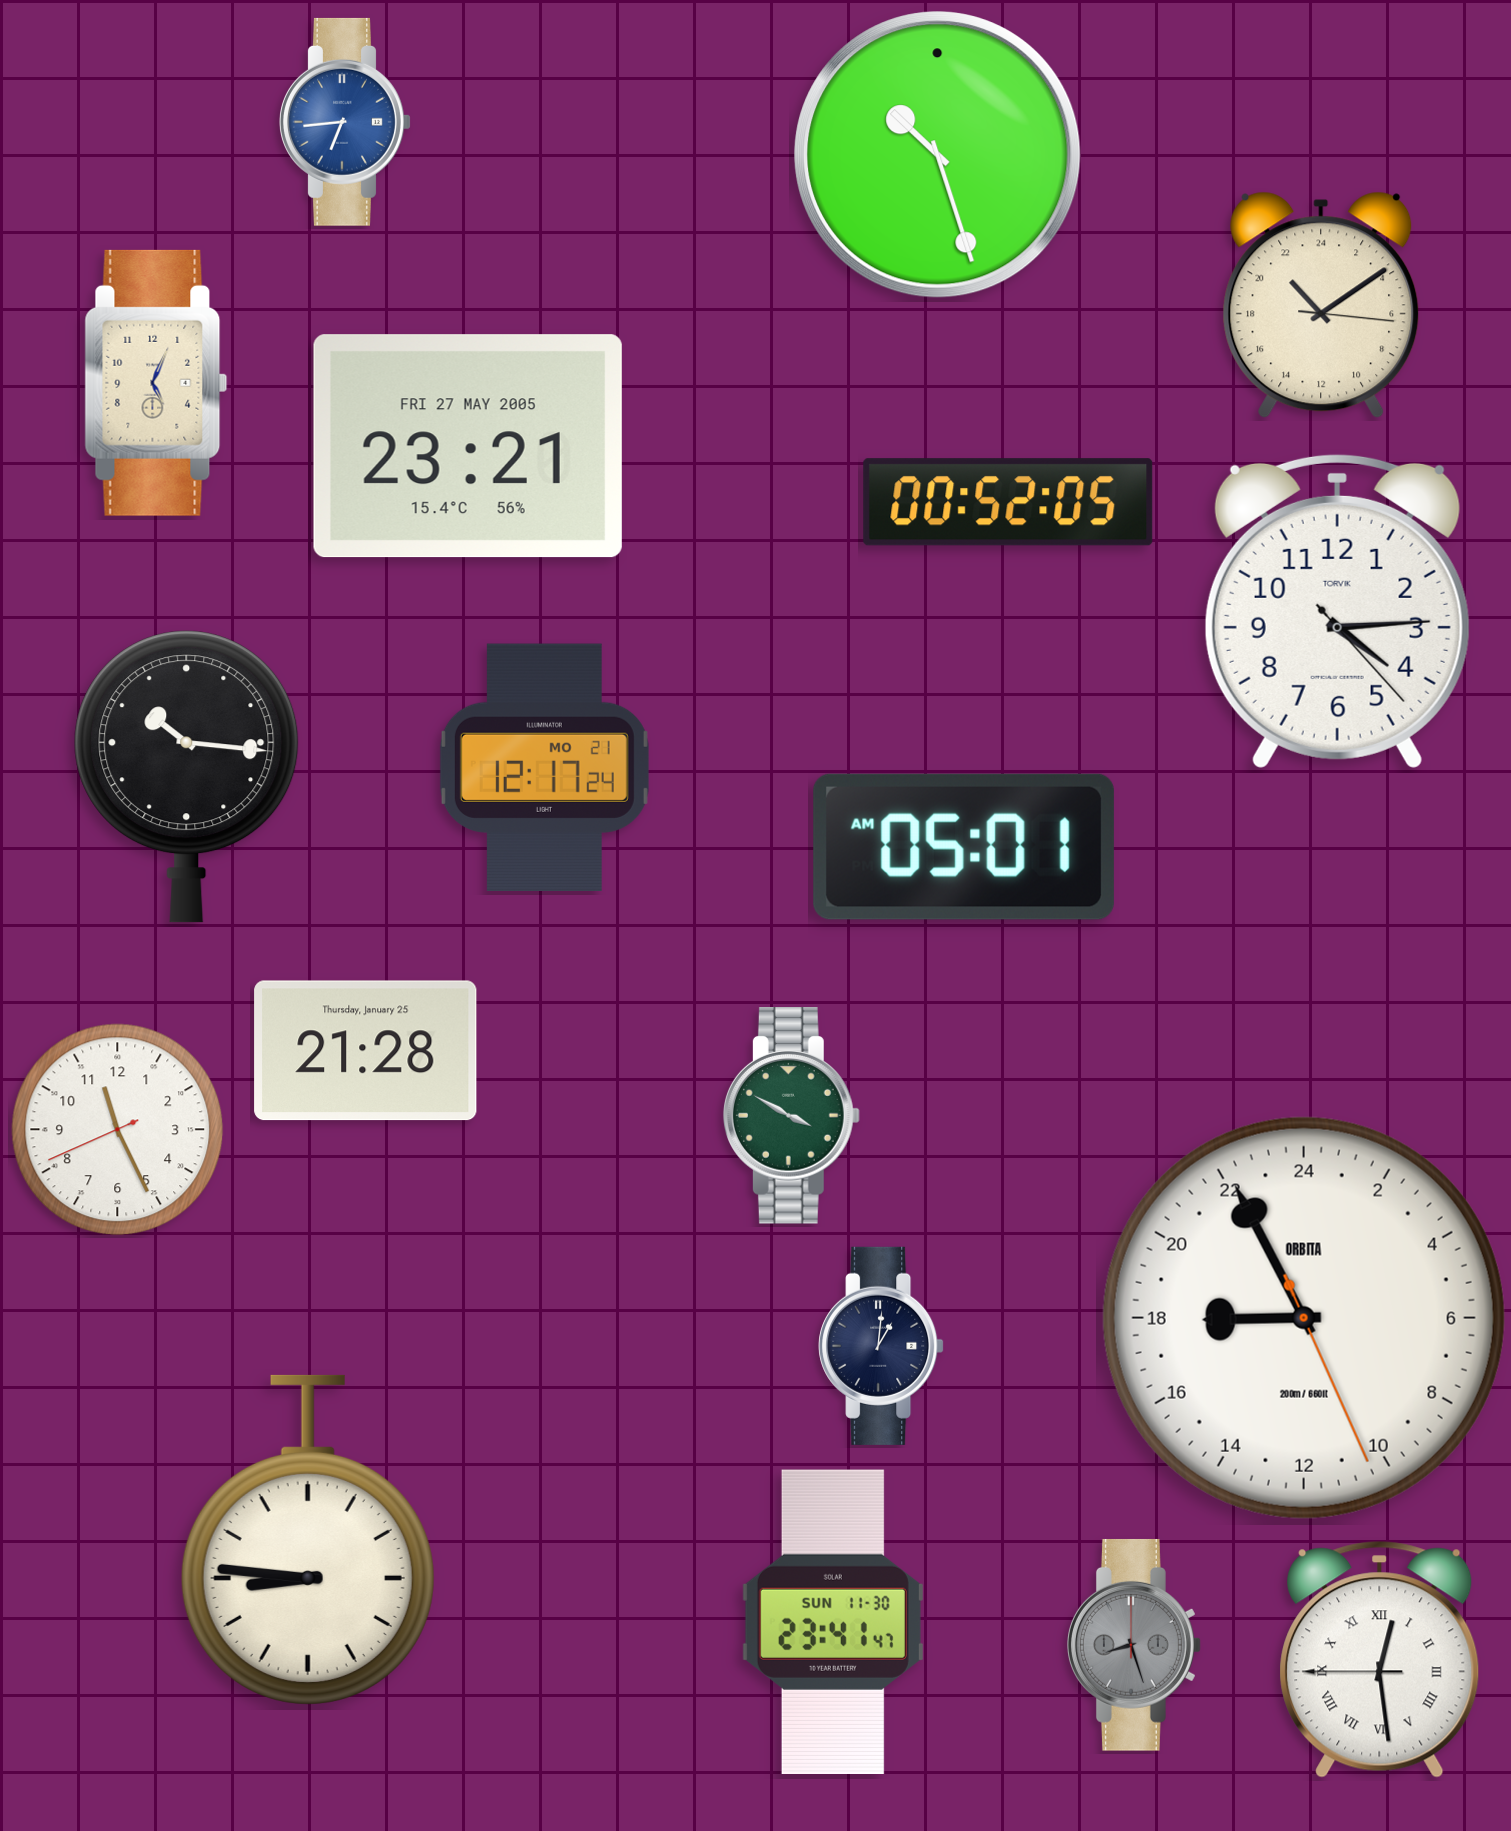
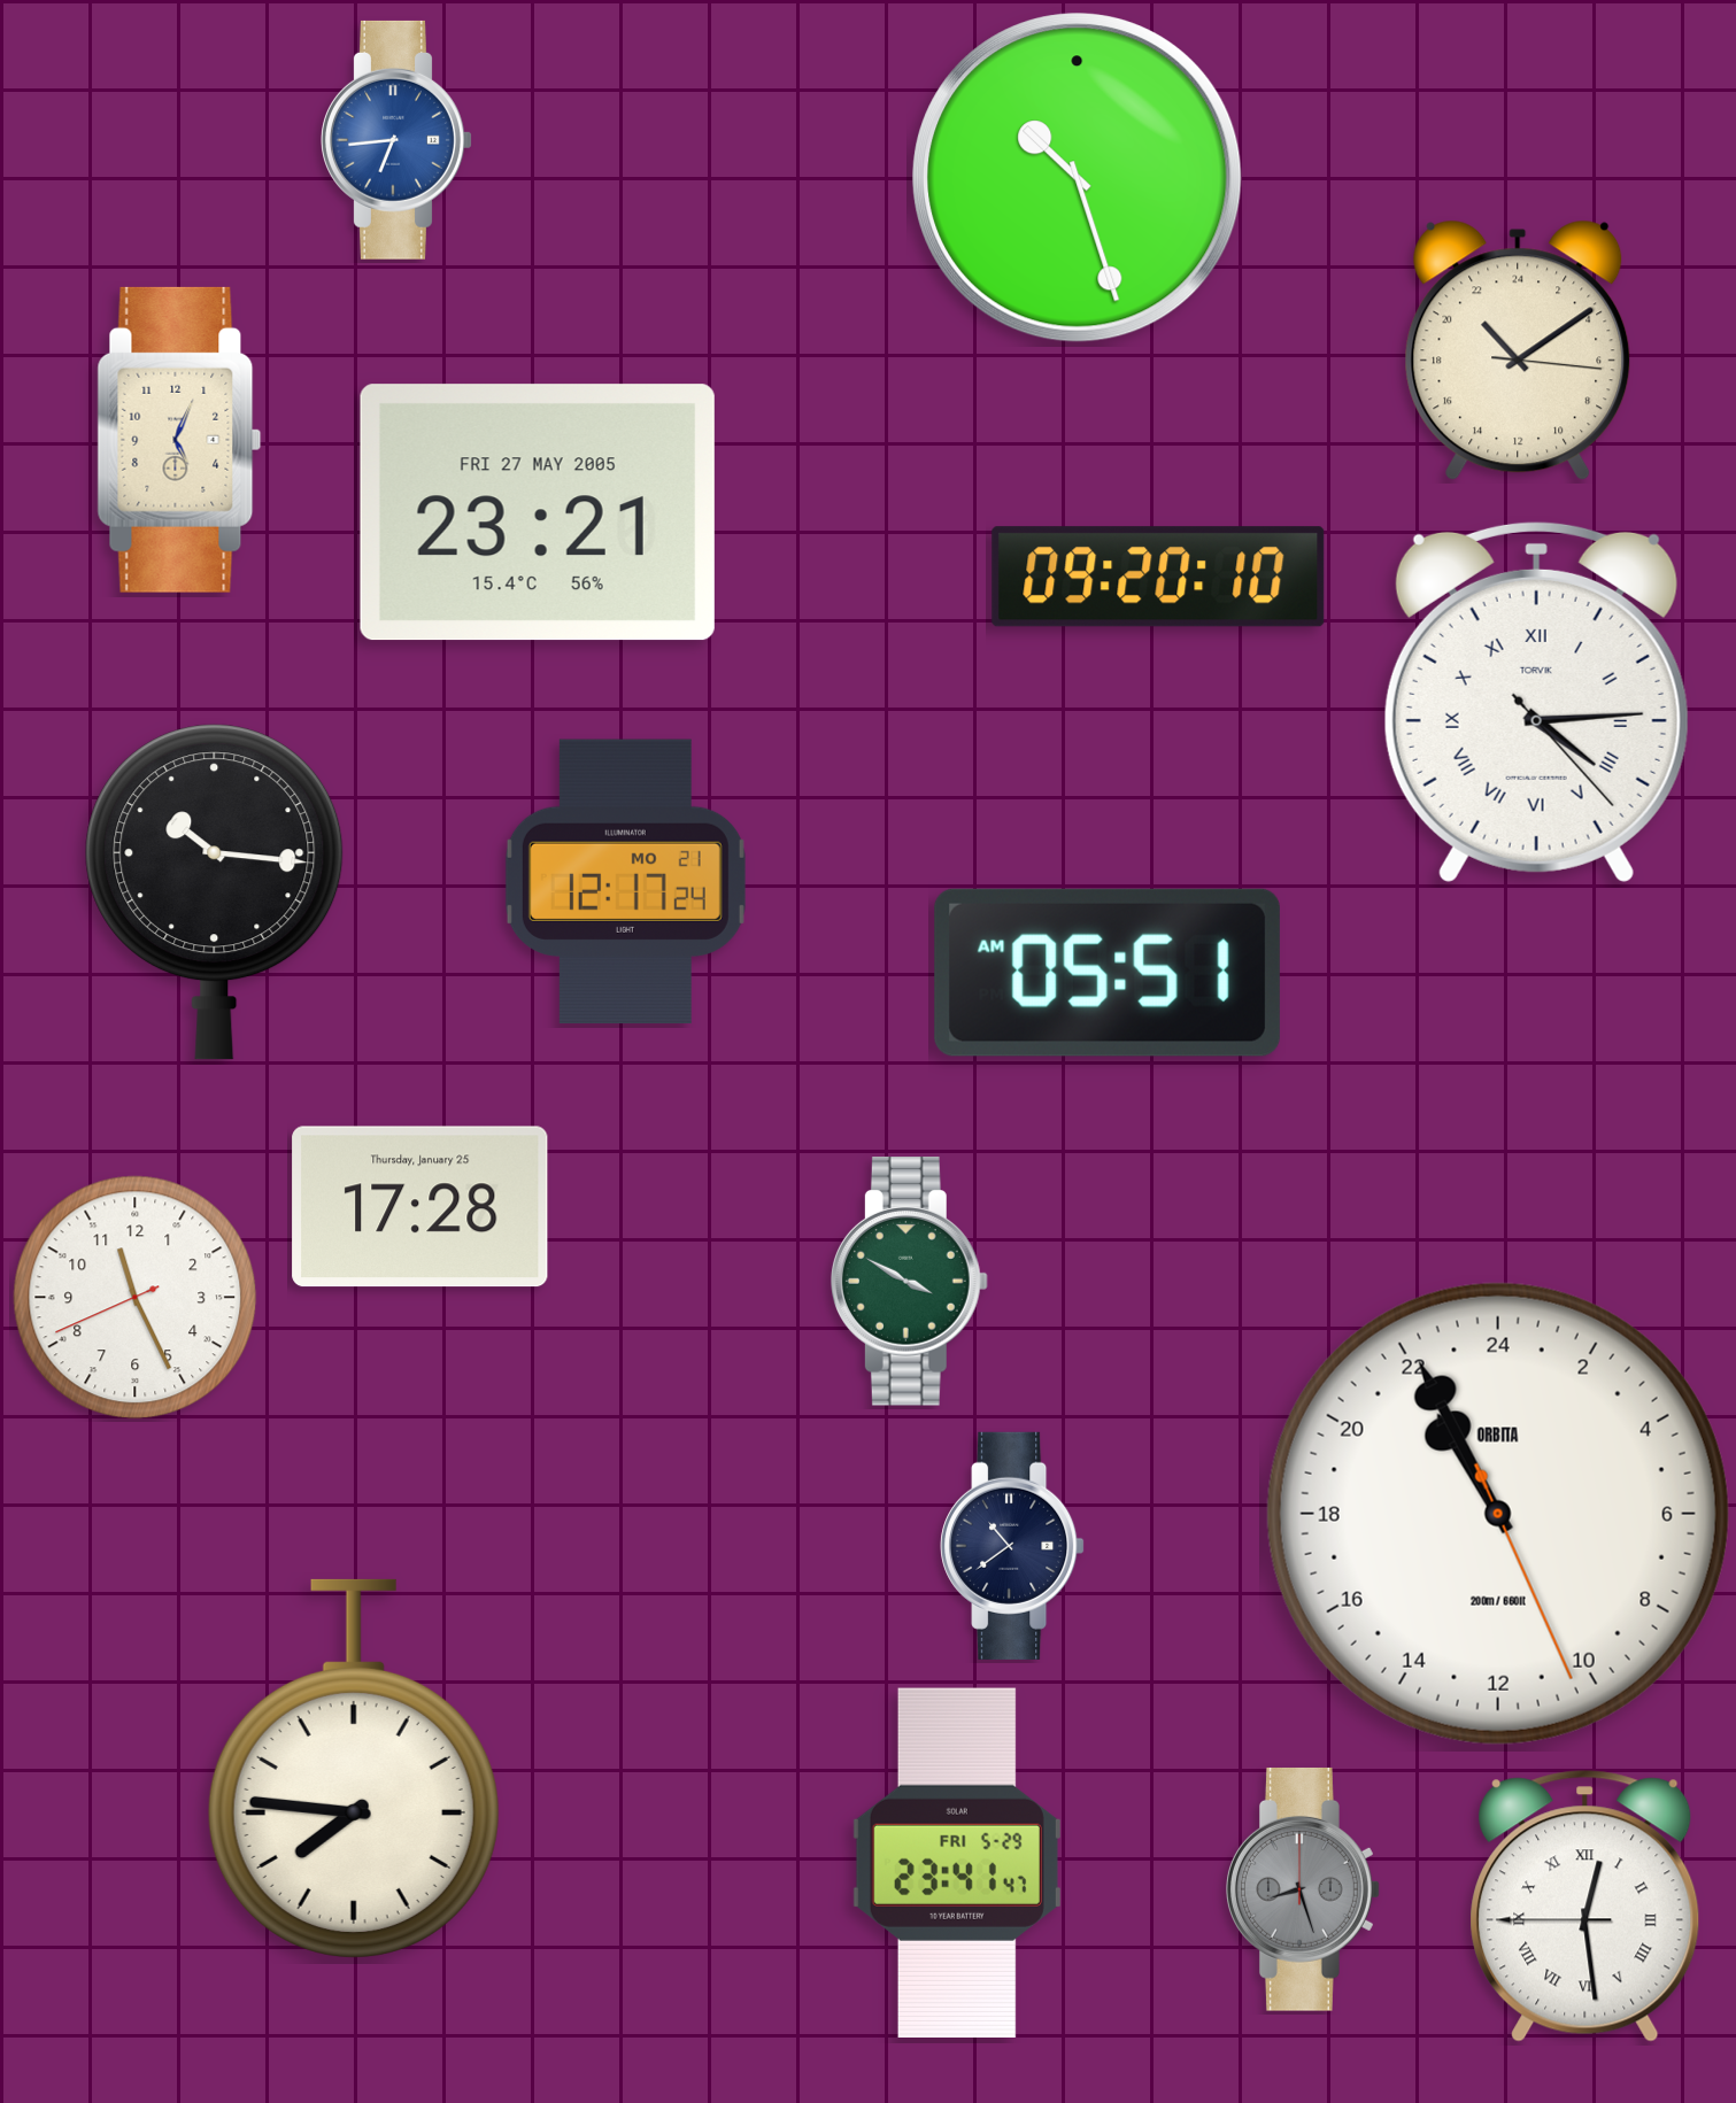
clock at (1008, 502): 00:52 -> 09:20
clock at (1337, 611) numerals: Arabic -> Roman
clock at (964, 847): 05:01 -> 05:51
clock at (366, 1051): 21:28 -> 17:28
clock at (1304, 1318): 17:55 -> 21:55
clock at (881, 1346): 1:01 -> 10:39
clock at (308, 1540): 8:46 -> 7:46
clock at (833, 1621) date: SUN 11-30 -> FRI 5-29
